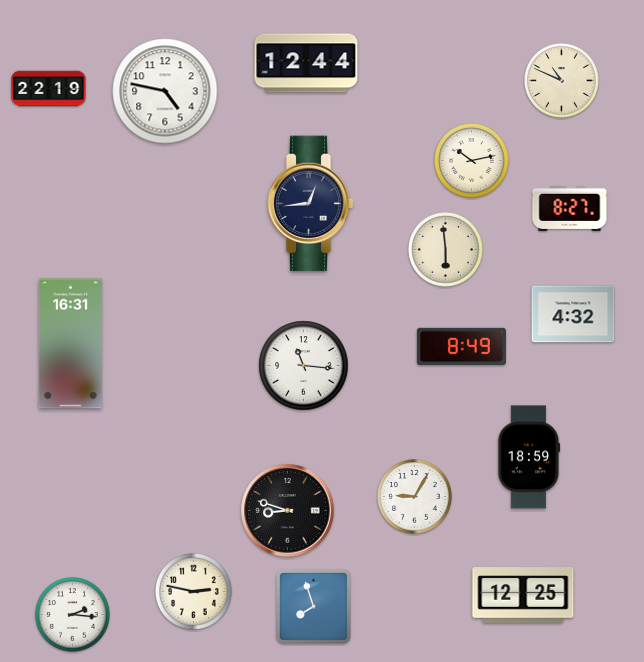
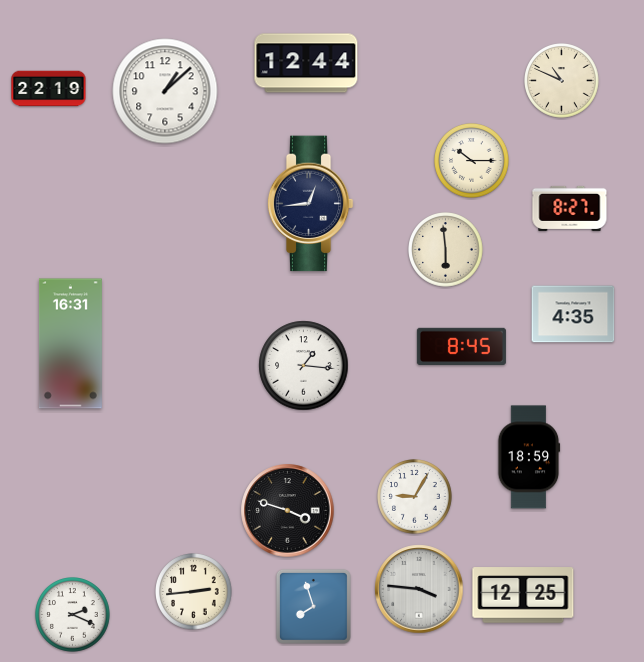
clock at (165, 91): 4:47 -> 1:08
clock at (472, 161): 10:13 -> 10:15
clock at (573, 314): 4:32 -> 4:35
clock at (461, 346): 8:49 -> 8:45
clock at (304, 366): 11:16 -> 1:16
clock at (288, 511): 8:48 -> 3:48
clock at (419, 589): none -> 3:46
clock at (194, 592): 2:47 -> 2:44
clock at (73, 615): 2:16 -> 2:19
